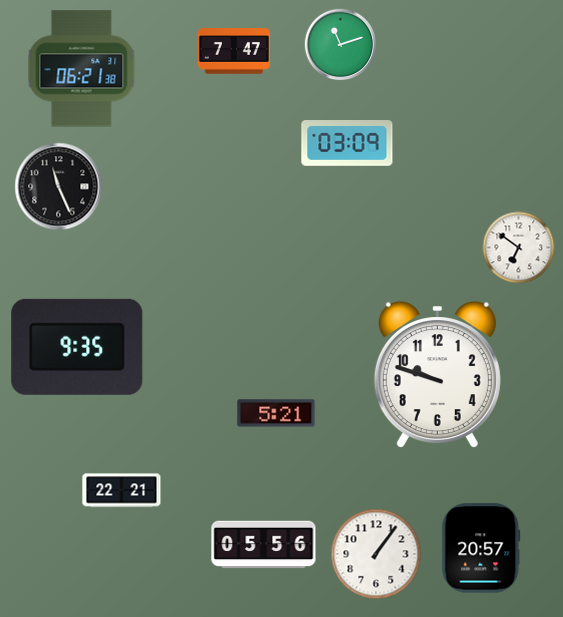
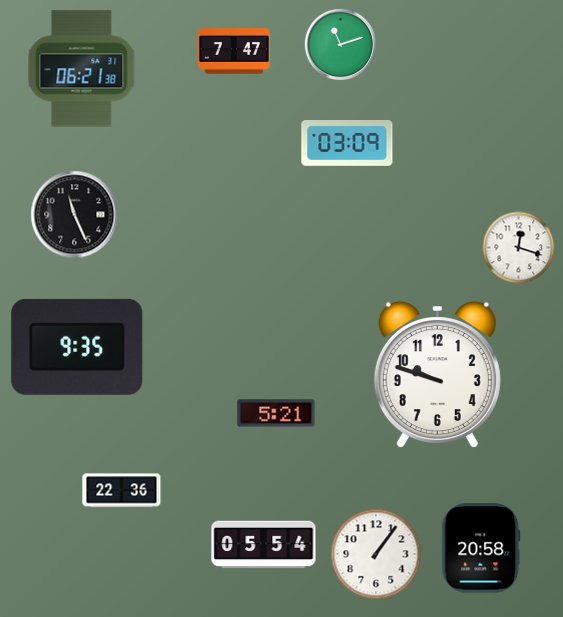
clock at (59, 187) position: (59, 187) -> (75, 215)
clock at (519, 248): 6:51 -> 12:18
clock at (122, 491): 22:21 -> 22:36
clock at (264, 545): 05:56 -> 05:54
clock at (481, 548): 20:57 -> 20:58
